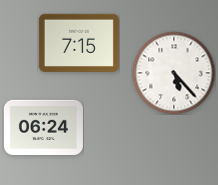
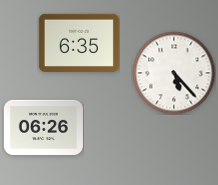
clock at (79, 42): 7:15 -> 6:35
clock at (43, 127): 06:24 -> 06:26
